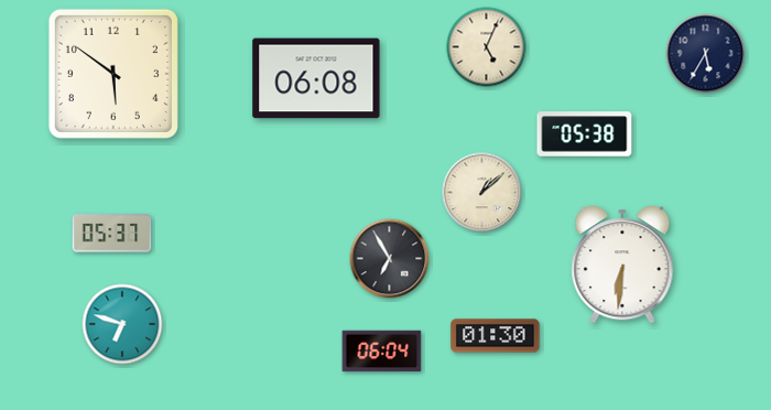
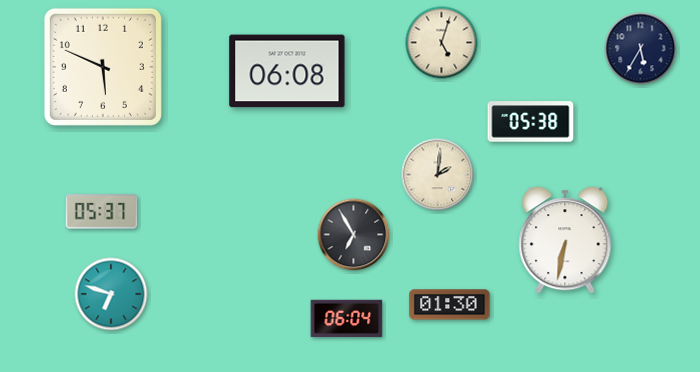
clock at (487, 47): 5:04 -> 5:03
clock at (113, 74): 5:51 -> 5:49
clock at (482, 193): 1:08 -> 2:01
clock at (622, 265): 6:31 -> 6:32
